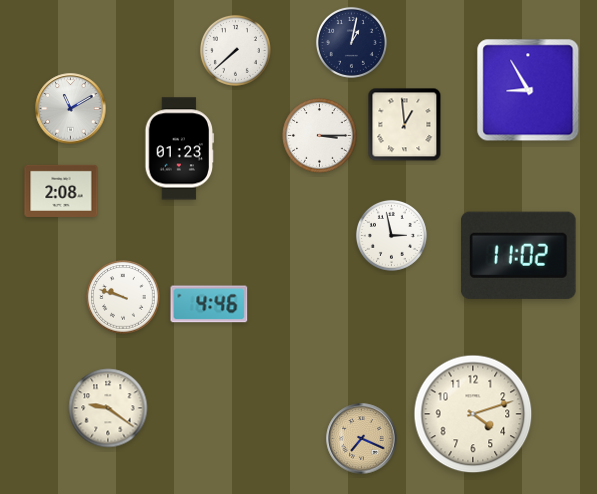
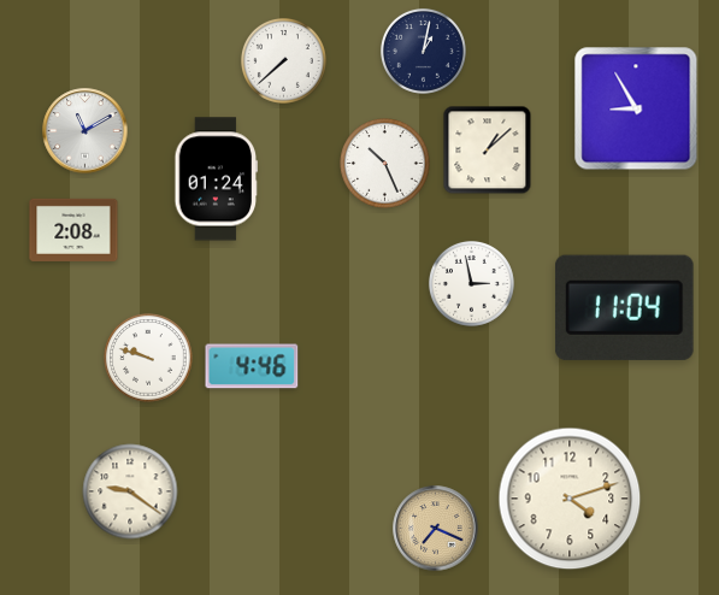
clock at (405, 125): 12:59 -> 1:08
clock at (320, 136): 3:15 -> 10:26
clock at (180, 149): 01:23 -> 01:24
clock at (518, 255): 11:02 -> 11:04
